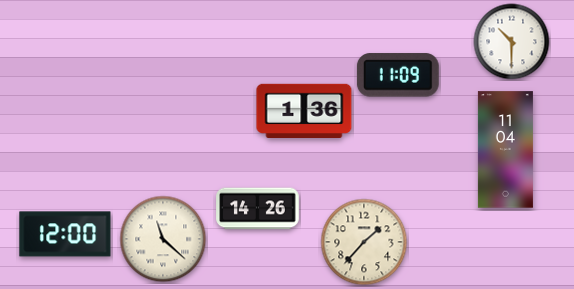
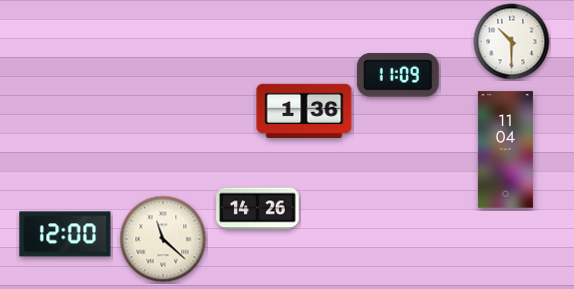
clock at (364, 242): 1:37 -> none
